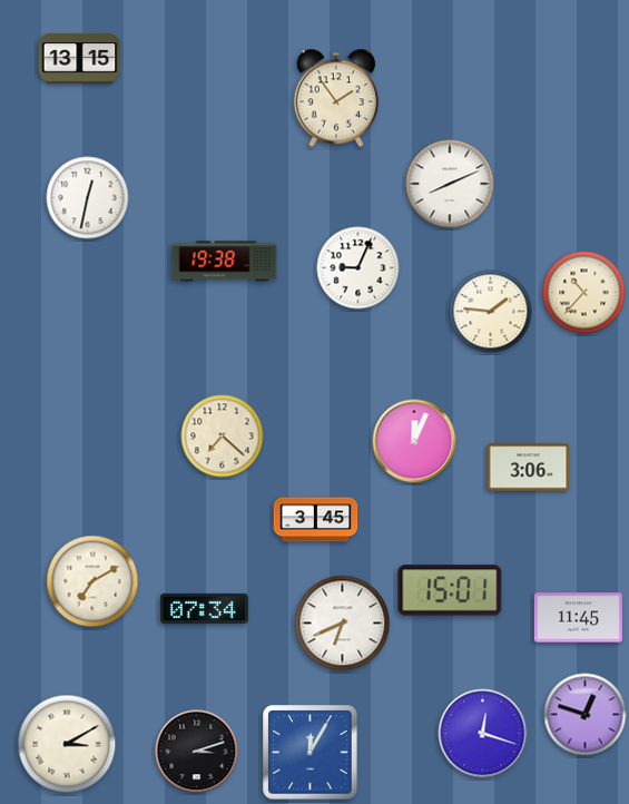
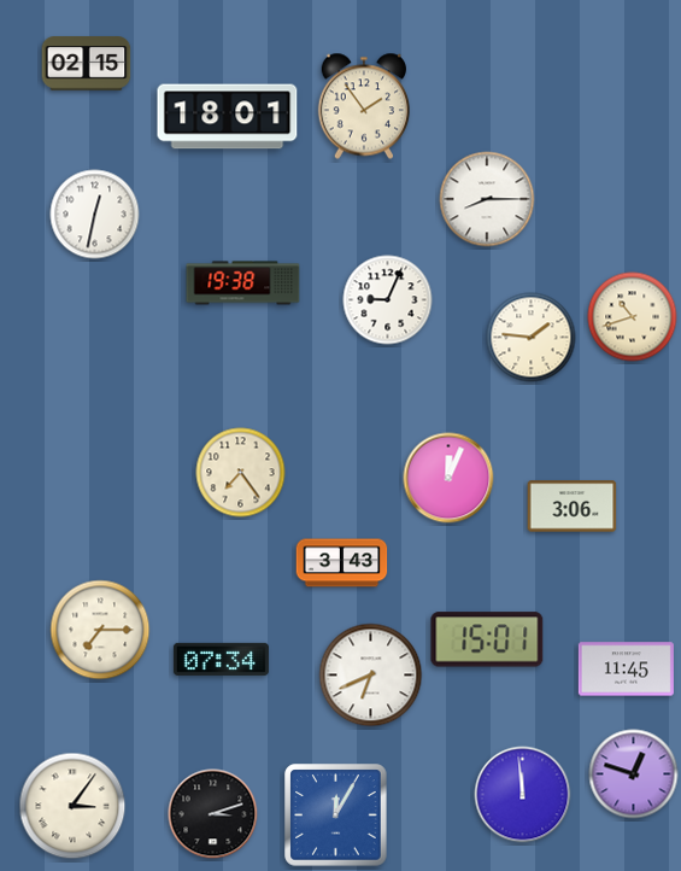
clock at (80, 59): 13:15 -> 02:15
clock at (228, 117): none -> 18:01
clock at (450, 184): 8:11 -> 8:15
clock at (358, 268) position: (358, 268) -> (388, 300)
clock at (584, 293): 10:37 -> 10:42
clock at (223, 437): 7:22 -> 7:24
clock at (316, 520): 3:45 -> 3:43
clock at (92, 581): 7:10 -> 7:15
clock at (483, 734): 12:18 -> 11:59
clock at (67, 744): 3:10 -> 3:06
